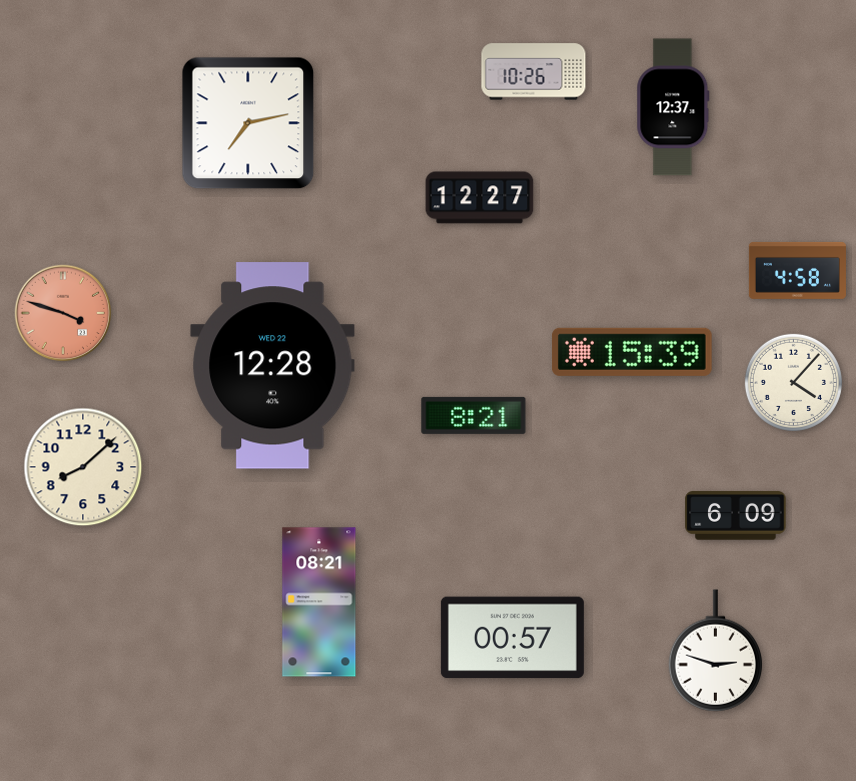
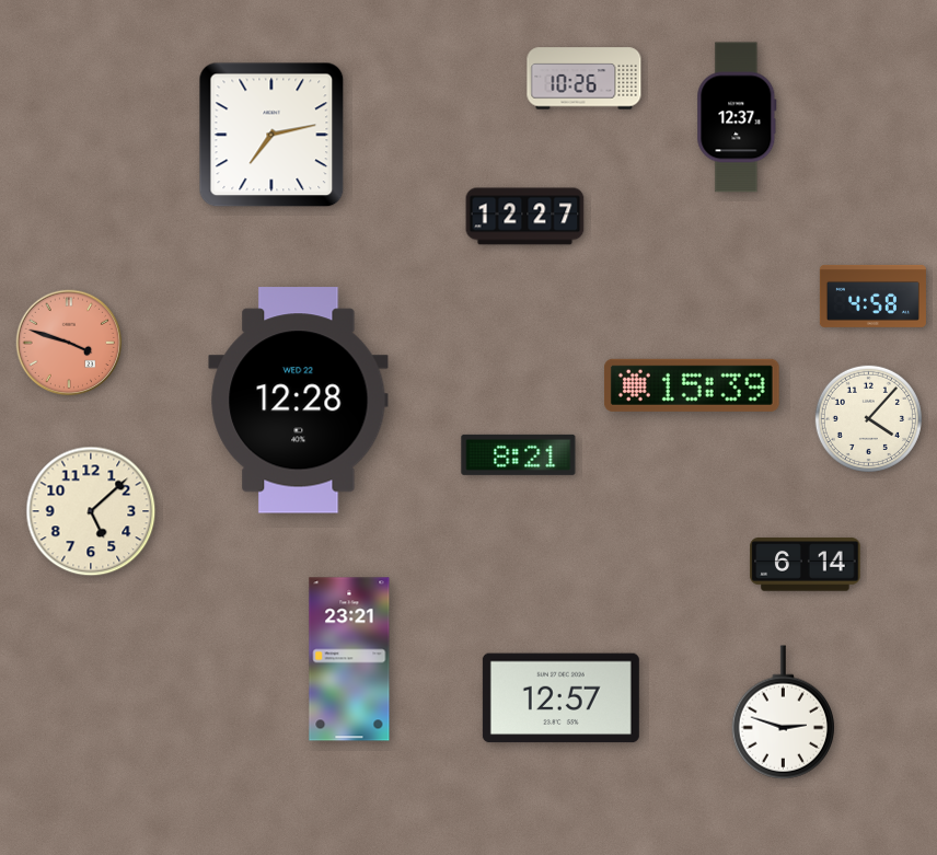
clock at (83, 467): 8:08 -> 5:08
clock at (736, 516): 6:09 -> 6:14
clock at (319, 602): 08:21 -> 23:21
clock at (512, 638): 00:57 -> 12:57
